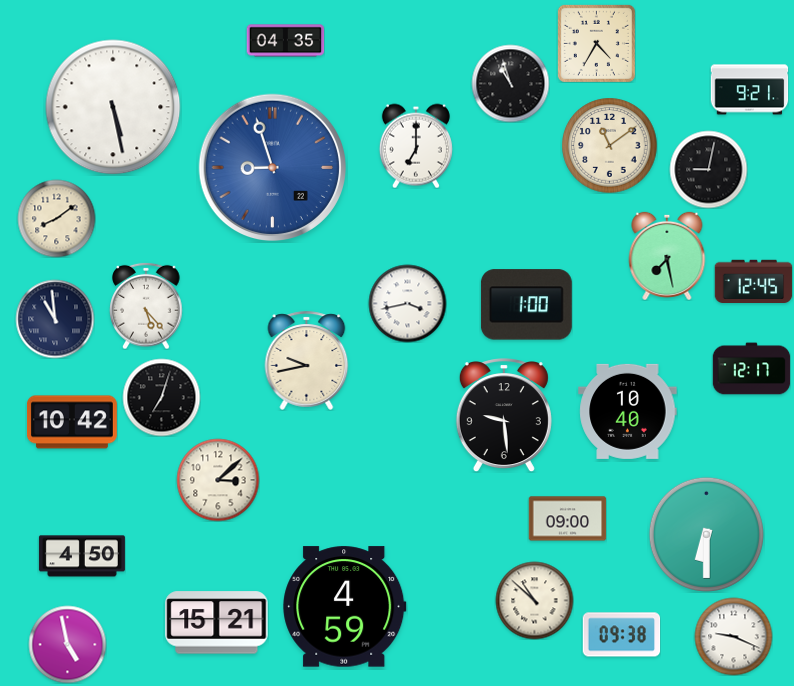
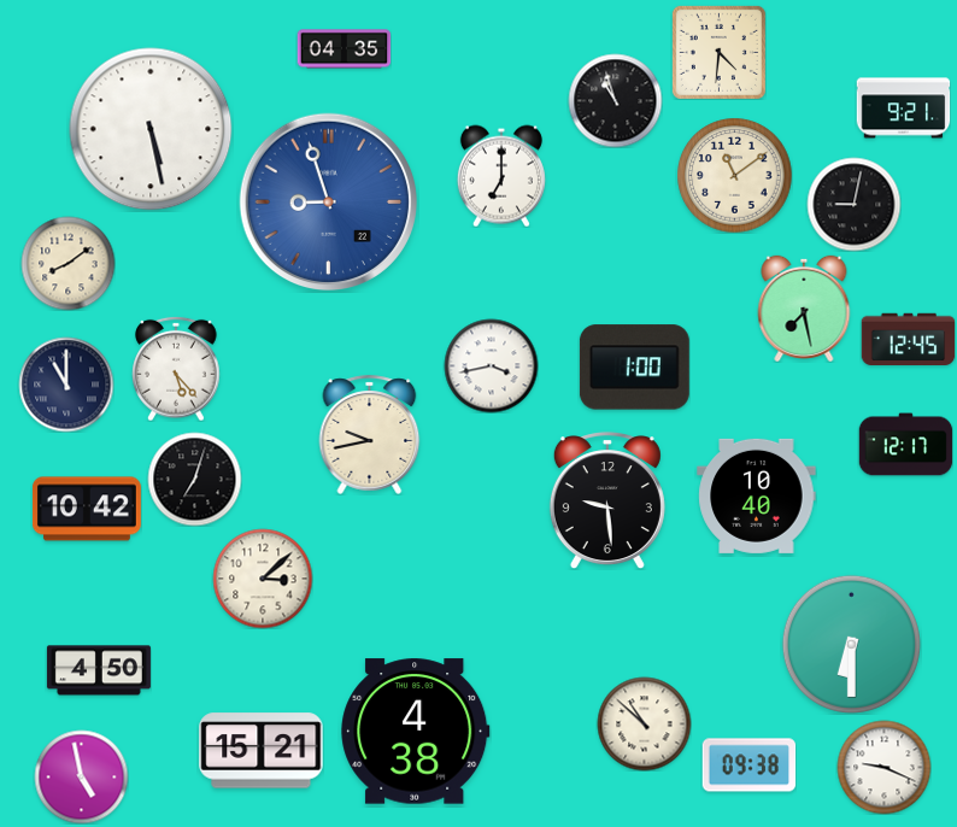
clock at (596, 43): 4:35 -> 4:31
clock at (113, 107) position: (113, 107) -> (151, 129)
clock at (55, 319): 10:59 -> 11:00
clock at (567, 519): 09:00 -> none
clock at (345, 607): 4:59 -> 4:38
